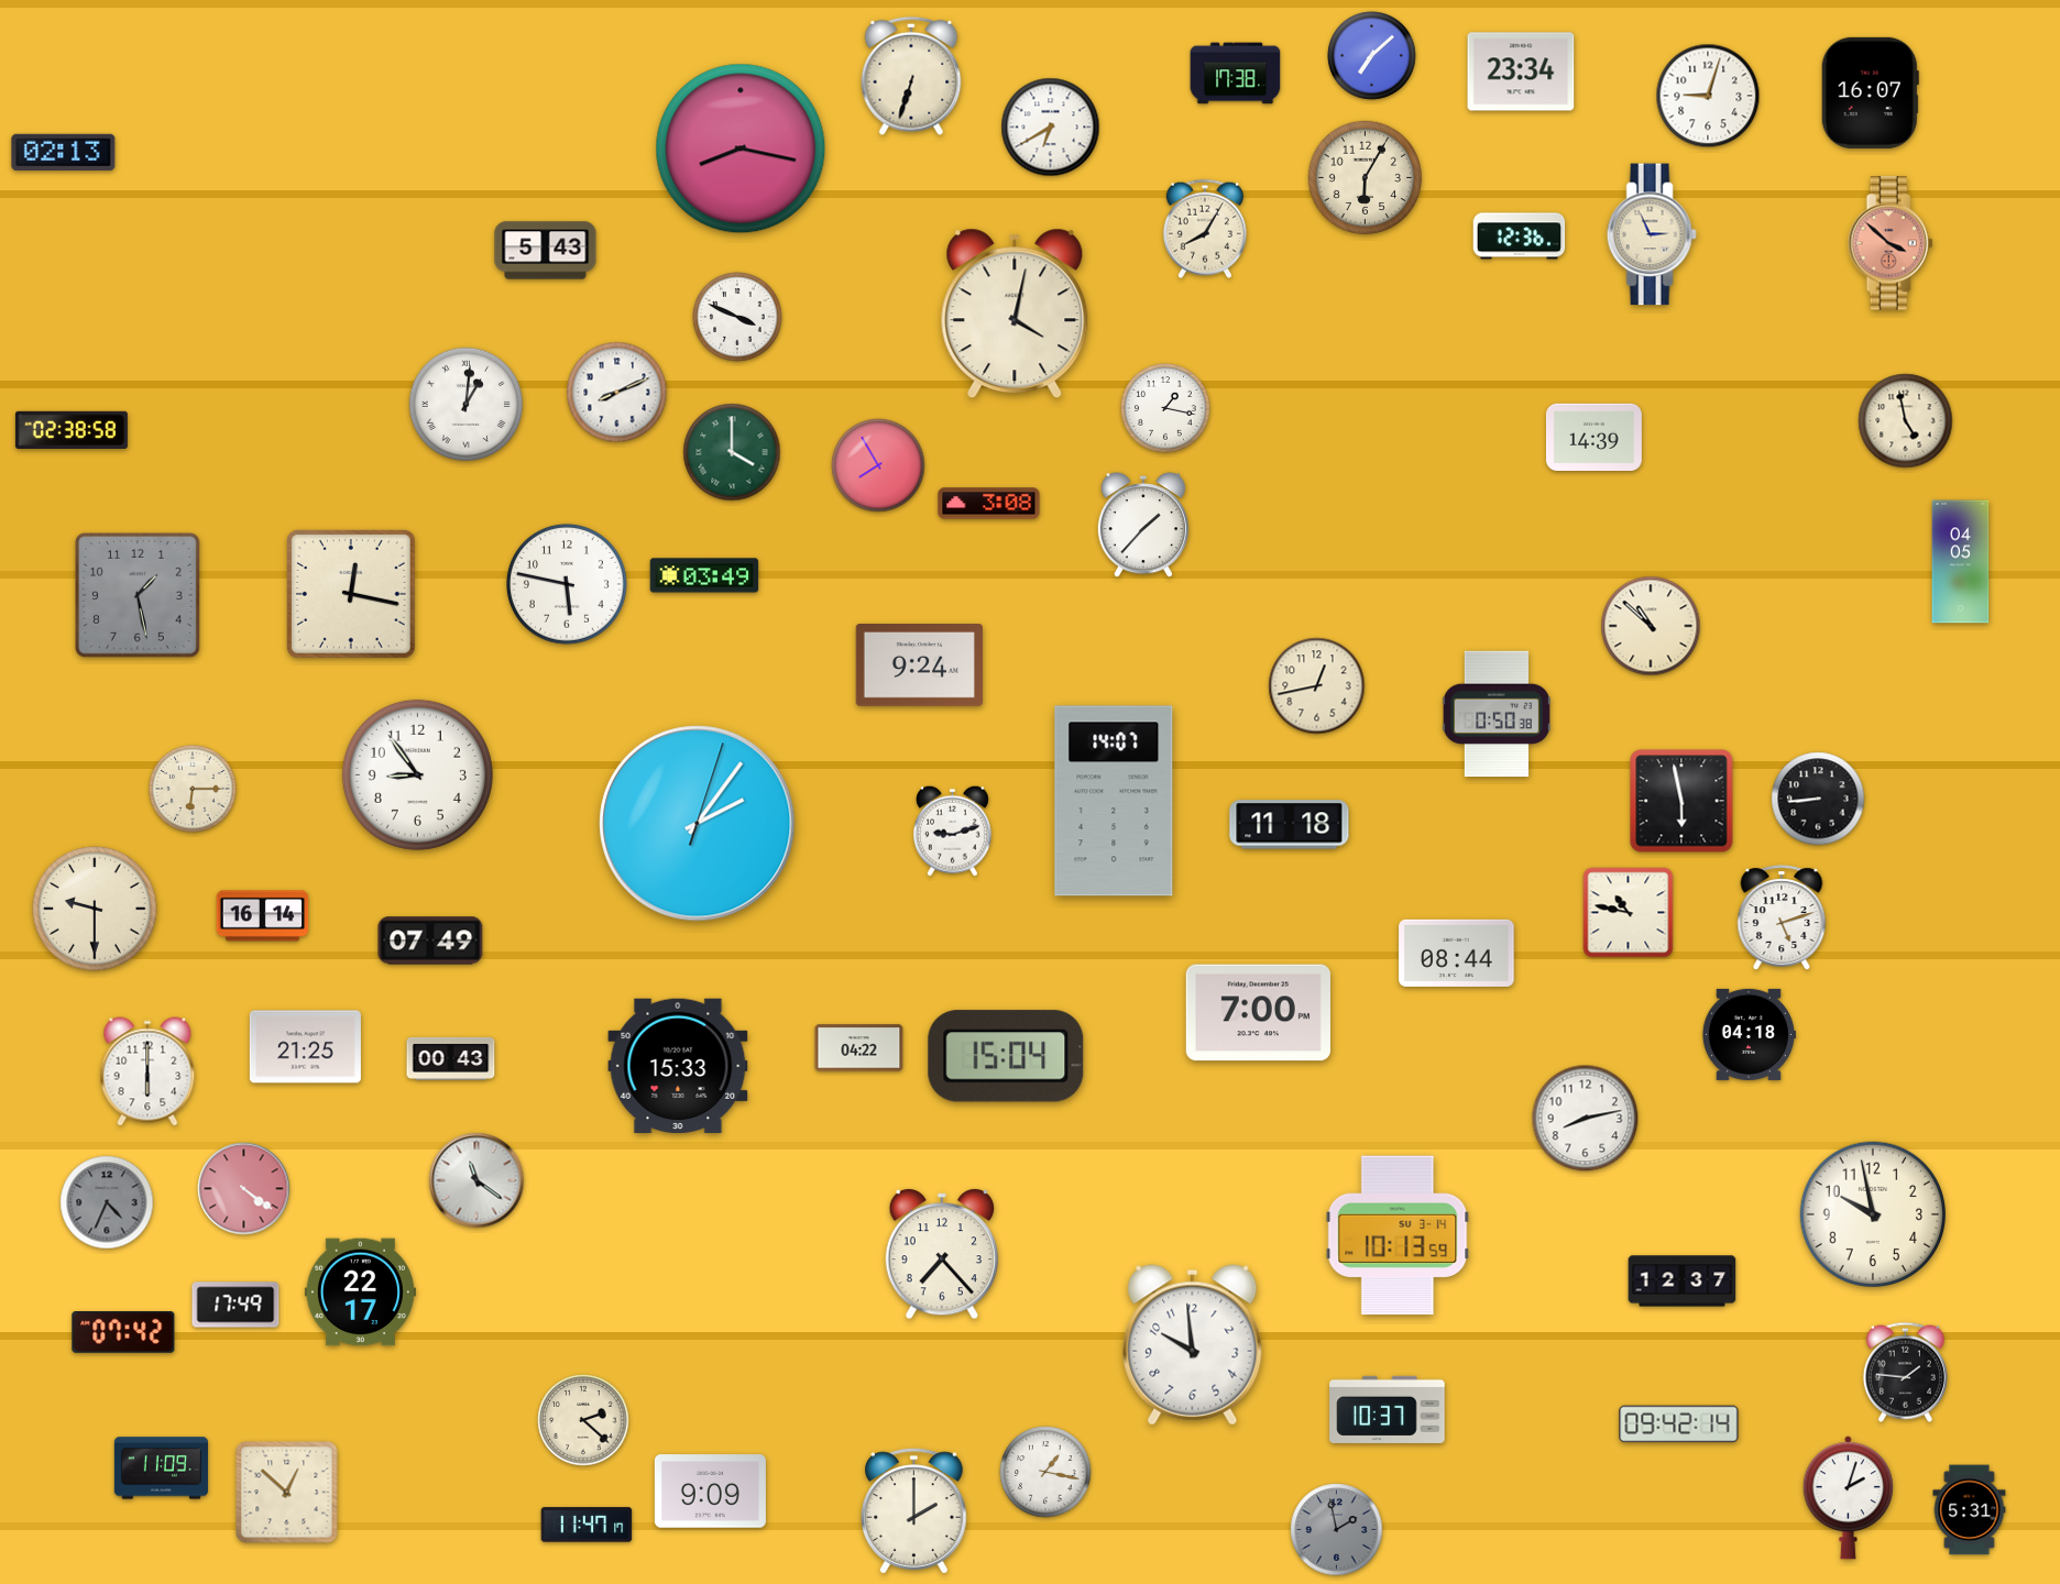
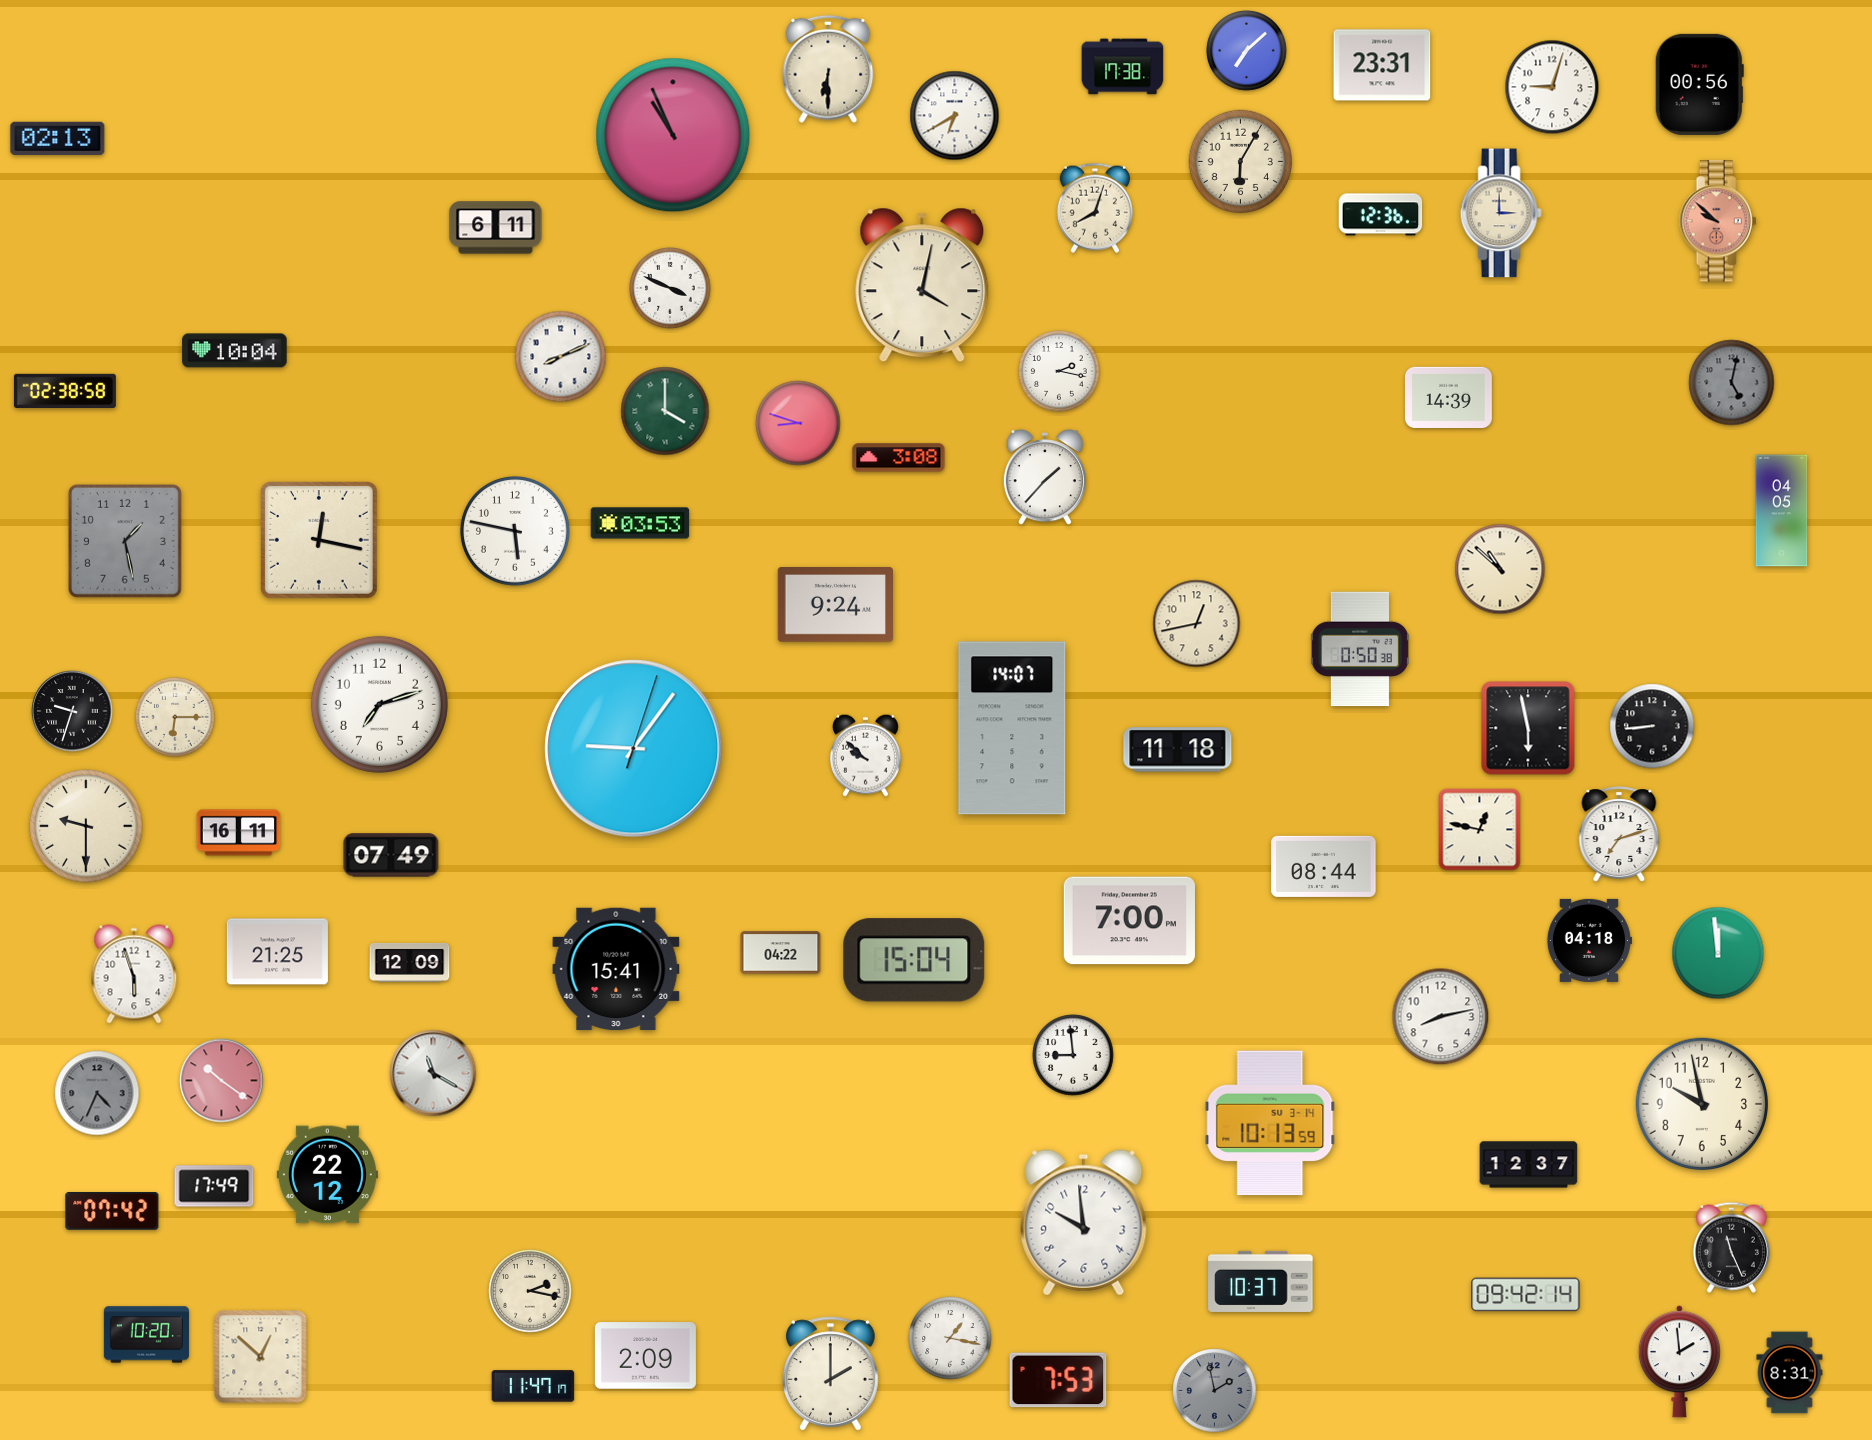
clock at (1521, 71): 23:34 -> 23:31
clock at (911, 76): 6:33 -> 6:30
clock at (1870, 92): 16:07 -> 00:56
clock at (741, 148): 8:17 -> 10:56
clock at (1205, 229): 8:05 -> 8:03
clock at (1652, 234): 2:56 -> 3:00
clock at (1891, 243): 3:52 -> 9:52
clock at (546, 251): 5:43 -> 6:11
clock at (235, 351): none -> 10:04
clock at (465, 404): 1:01 -> none
clock at (1165, 408): 1:17 -> 2:17
clock at (1906, 421): 4:58 -> 5:02
clock at (1906, 421) dial: cream -> grey
clock at (878, 465): 7:55 -> 8:48
clock at (1143, 526) position: (1143, 526) -> (1045, 478)
clock at (704, 575): 03:49 -> 03:53
clock at (417, 774): 8:54 -> 7:12
clock at (72, 711): none -> 9:33
clock at (698, 824): 2:06 -> 9:06
clock at (1290, 825) position: (1290, 825) -> (1178, 750)
clock at (952, 831): 9:12 -> 9:52
clock at (1629, 913): 10:47 -> 12:47
clock at (263, 916): 16:14 -> 16:11
clock at (1782, 917): 5:12 -> 7:12
clock at (1258, 1013) position: (1258, 1013) -> (1129, 921)
clock at (1718, 953): none -> 11:59
clock at (451, 1058): 00:43 -> 12:09
clock at (678, 1066): 15:33 -> 15:41
clock at (147, 1071): 6:00 -> 5:57
clock at (1073, 1055): none -> 8:59
clock at (476, 1180): 11:21 -> 11:20
clock at (244, 1189): 4:21 -> 10:21
clock at (942, 1254): 7:23 -> none
clock at (360, 1292): 22:17 -> 22:12
clock at (1905, 1372): 1:46 -> 11:26
clock at (583, 1420): 2:22 -> 2:17
clock at (161, 1469): 11:09 -> 10:20
clock at (710, 1492): 9:09 -> 2:09
clock at (1848, 1498): 2:03 -> 1:59
clock at (1970, 1510): 5:31 -> 8:31
clock at (1058, 1380): none -> 7:53
